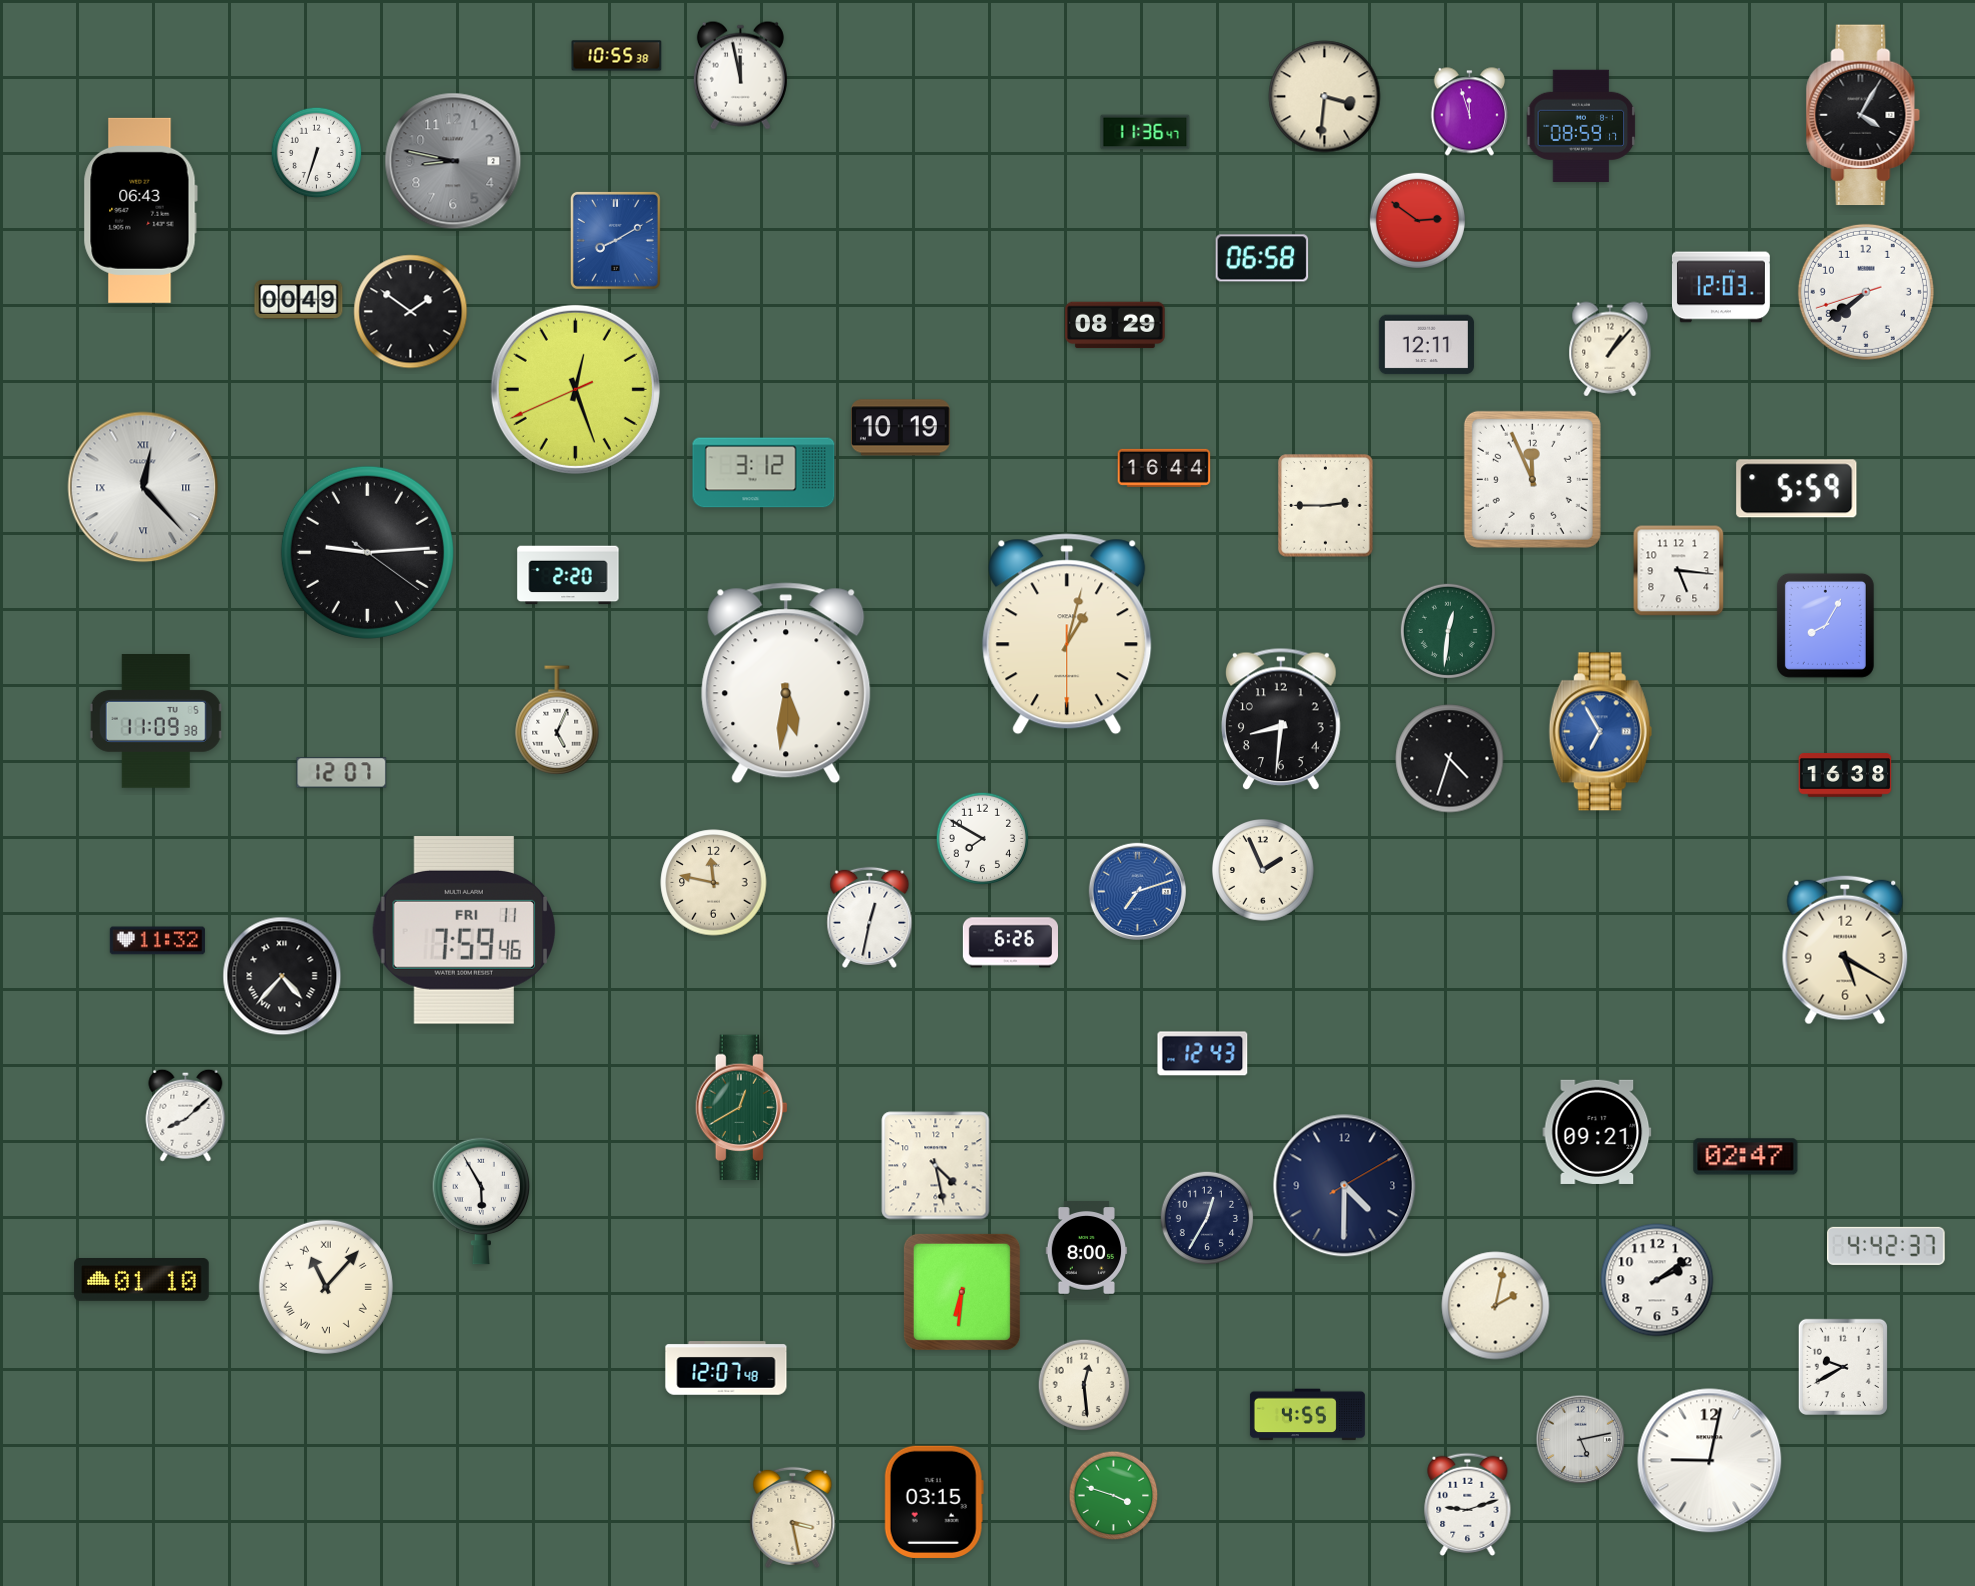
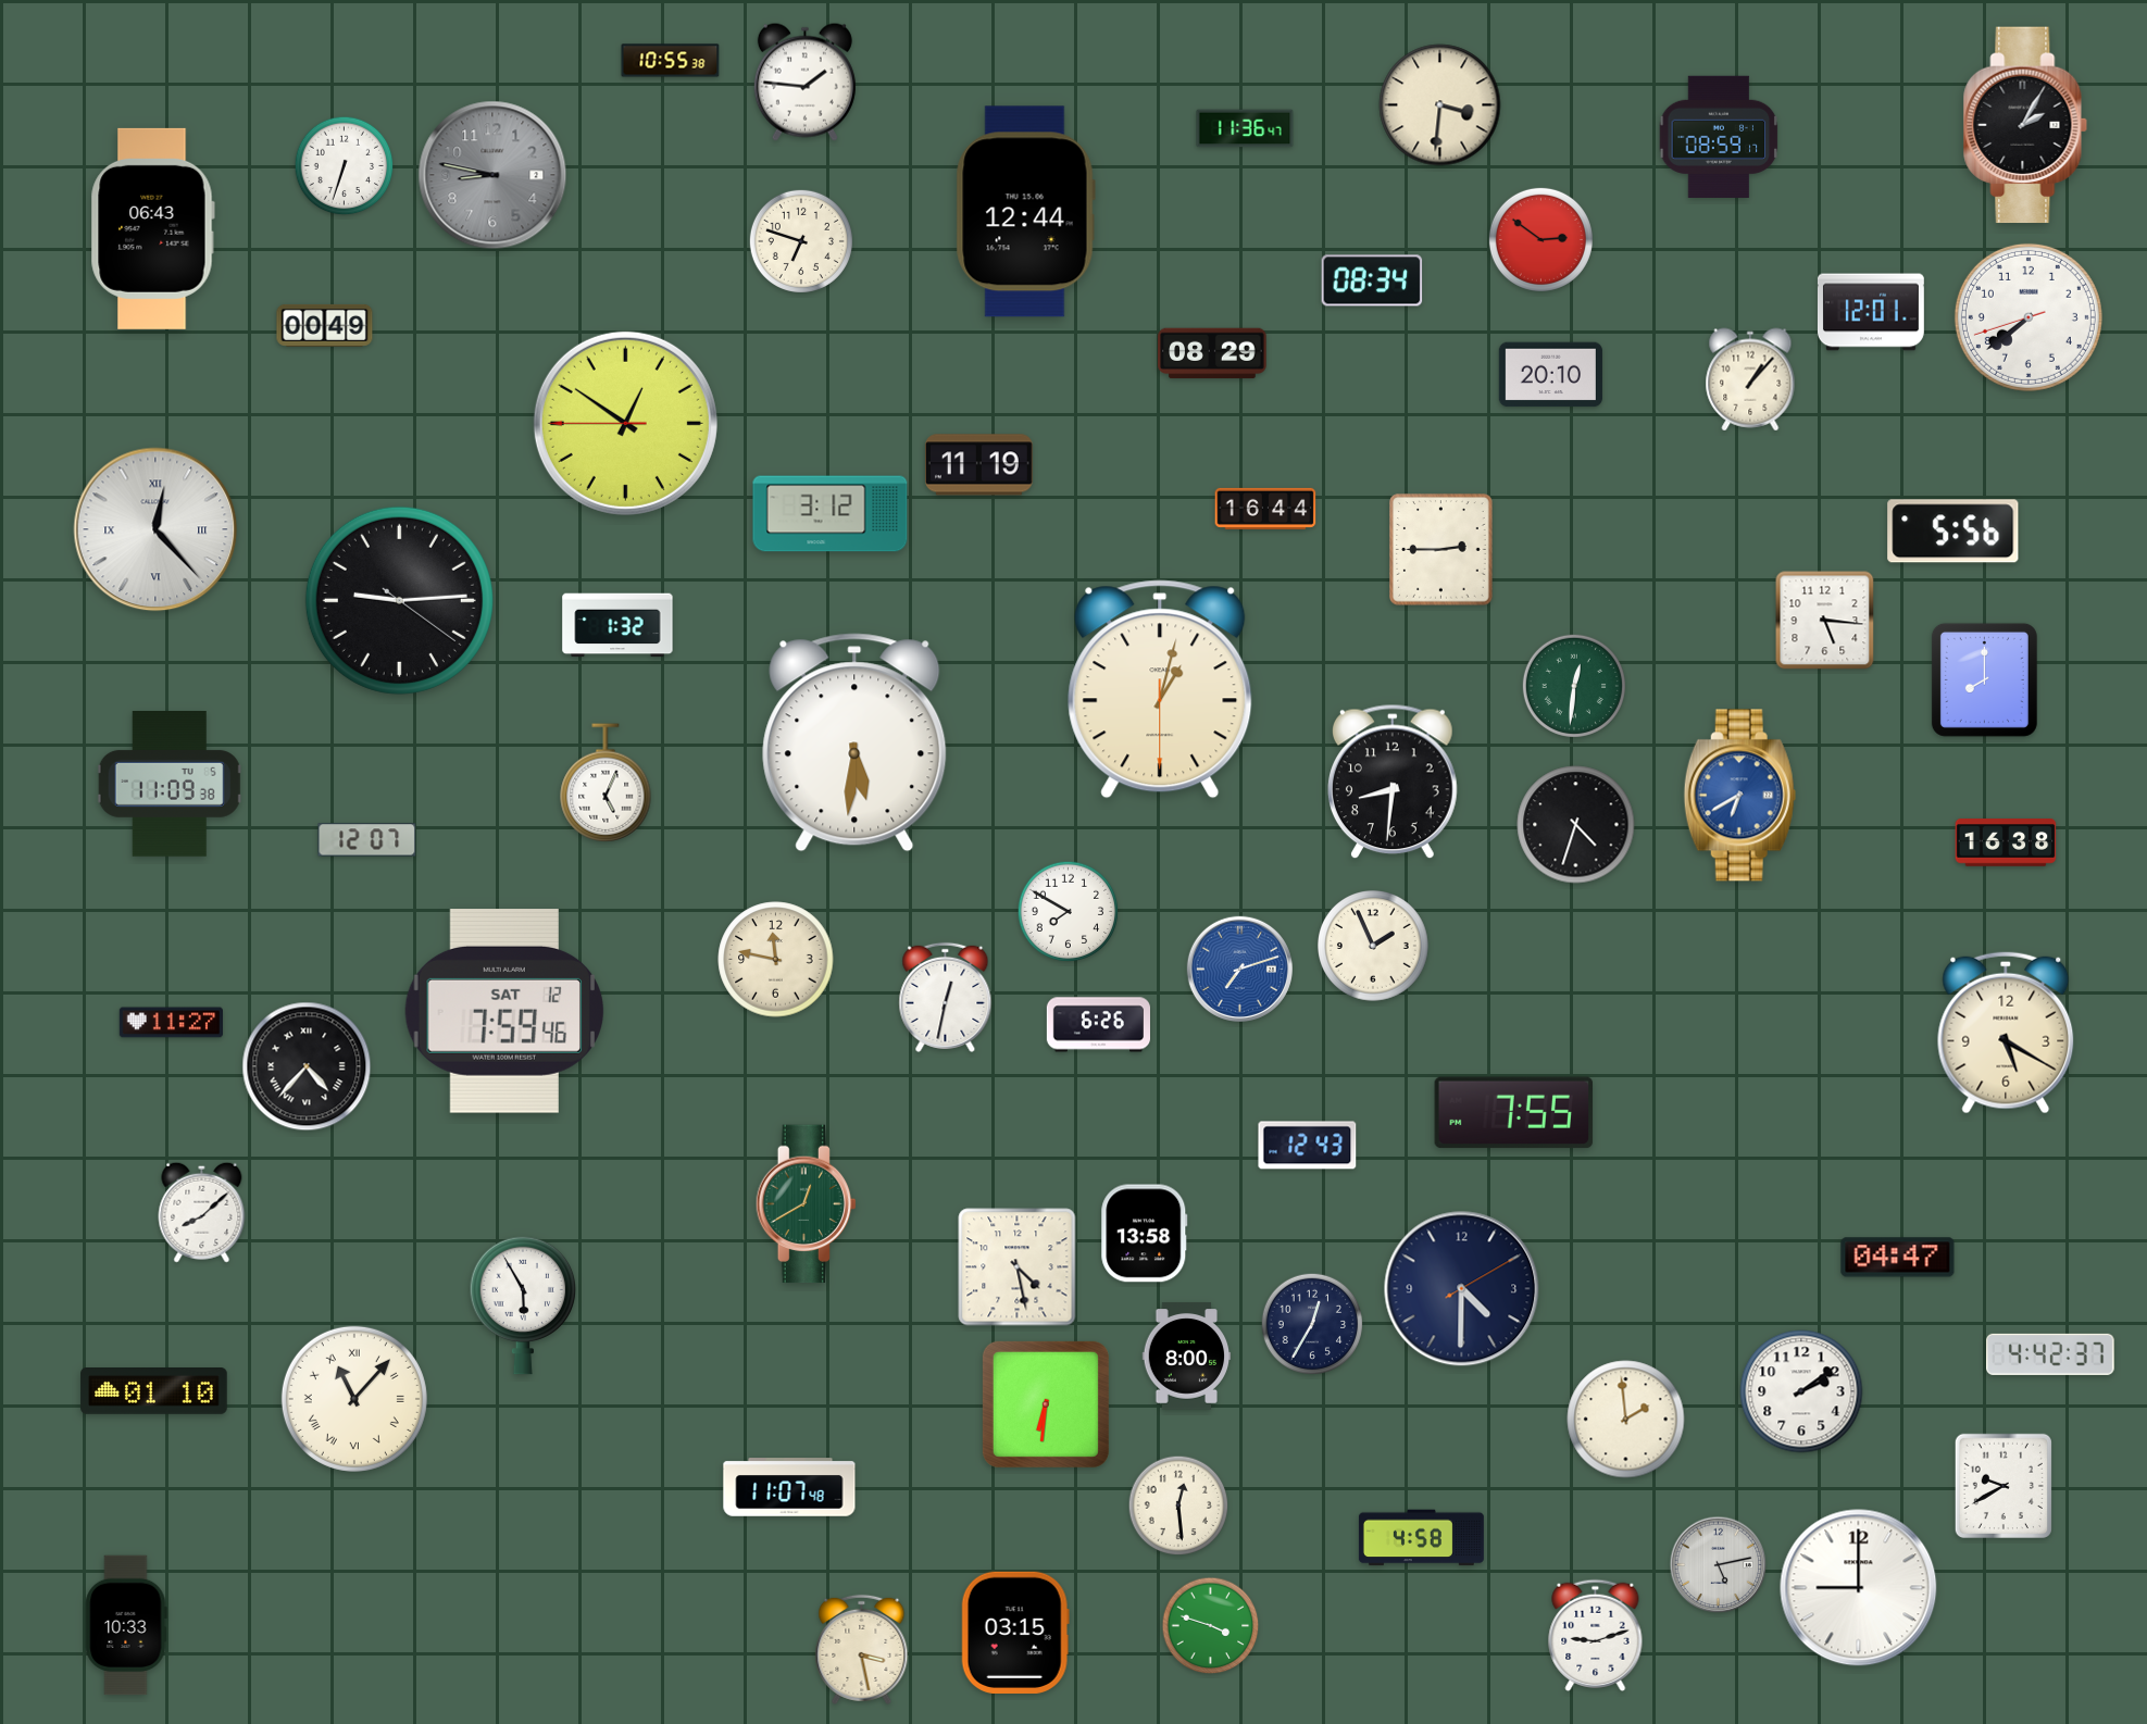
clock at (740, 75): 11:58 -> 1:46
clock at (1469, 112): 11:57 -> none
clock at (1863, 115): 4:05 -> 2:05
clock at (1145, 132) position: (1145, 132) -> (1245, 128)
clock at (1025, 212): none -> 12:44
clock at (801, 241): none -> 6:48
clock at (615, 240): 8:10 -> none
clock at (1262, 258): 06:58 -> 08:34
clock at (1721, 287): 12:03 -> 12:01
clock at (411, 312): 1:51 -> none
clock at (1426, 345): 12:11 -> 20:10
clock at (575, 389): 12:26 -> 12:50
clock at (901, 428): 10:19 -> 11:19
clock at (1532, 479): 11:56 -> none
clock at (1797, 489): 5:59 -> 5:56
clock at (568, 575): 2:20 -> 1:32
clock at (1825, 625): 8:05 -> 8:00
clock at (1600, 732): 6:55 -> 6:40
clock at (342, 773) position: (342, 773) -> (367, 840)
clock at (1137, 891) position: (1137, 891) -> (1239, 969)
clock at (463, 931) date: FRI 11 -> SAT 12
clock at (157, 941): 11:32 -> 11:27
clock at (282, 976) position: (282, 976) -> (307, 1066)
clock at (1514, 1113): none -> 7:55
clock at (1597, 1132): 09:21 -> none
clock at (1145, 1234): none -> 13:58
clock at (1746, 1157): 02:47 -> 04:47
clock at (1087, 1251) position: (1087, 1251) -> (1187, 1357)
clock at (1496, 1306): 2:02 -> 1:59
clock at (726, 1368): 12:07 -> 11:07
clock at (1307, 1415): 4:55 -> 4:58
clock at (1710, 1461): 9:02 -> 9:00
clock at (126, 1625): none -> 10:33
